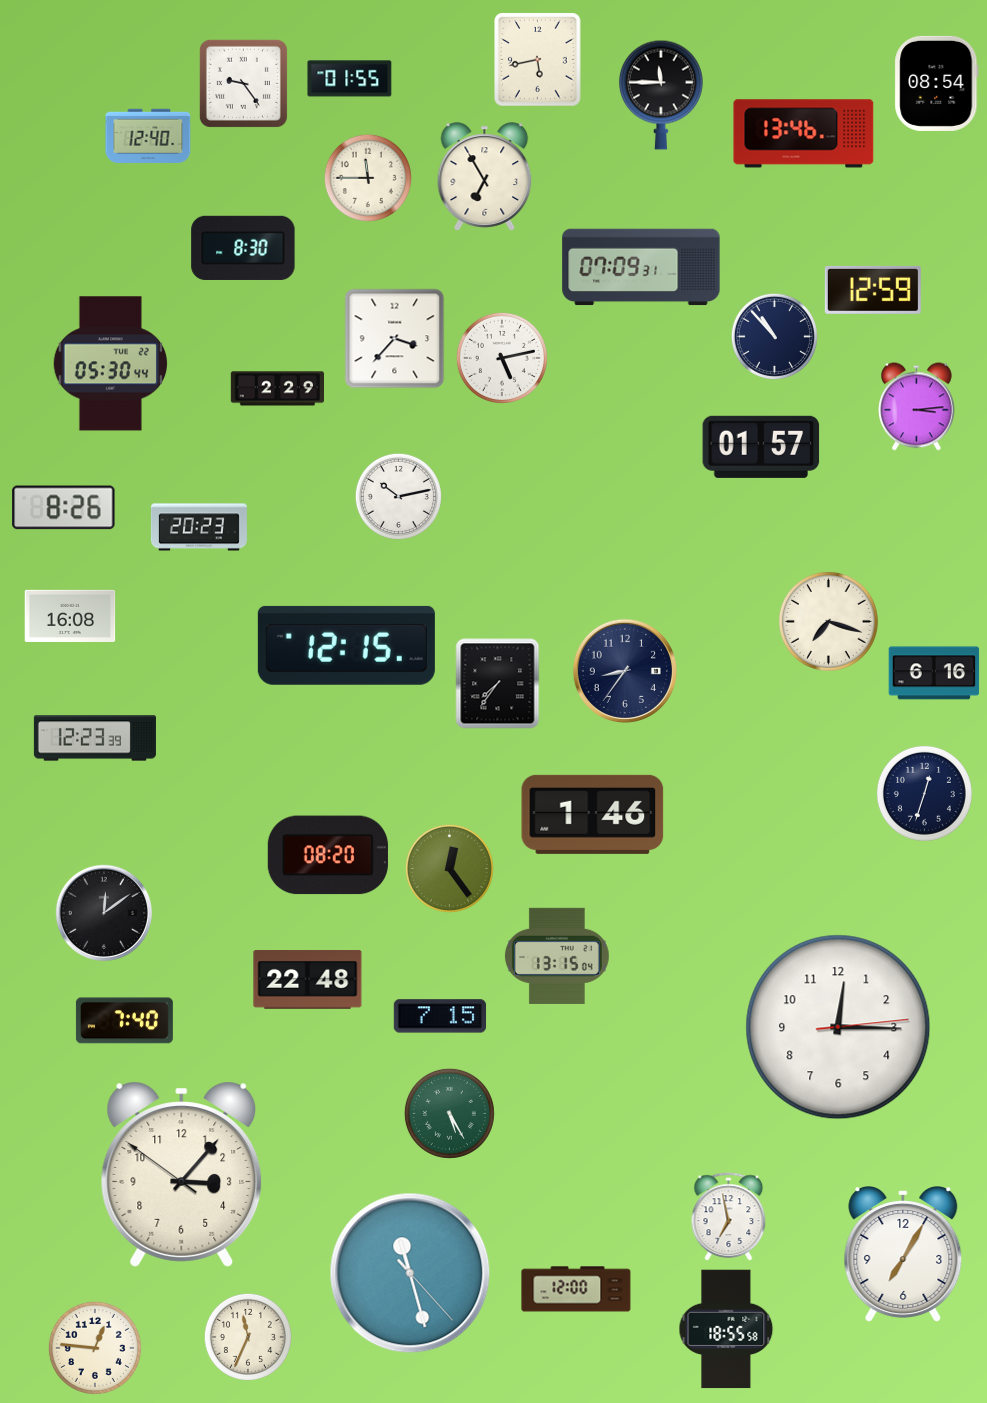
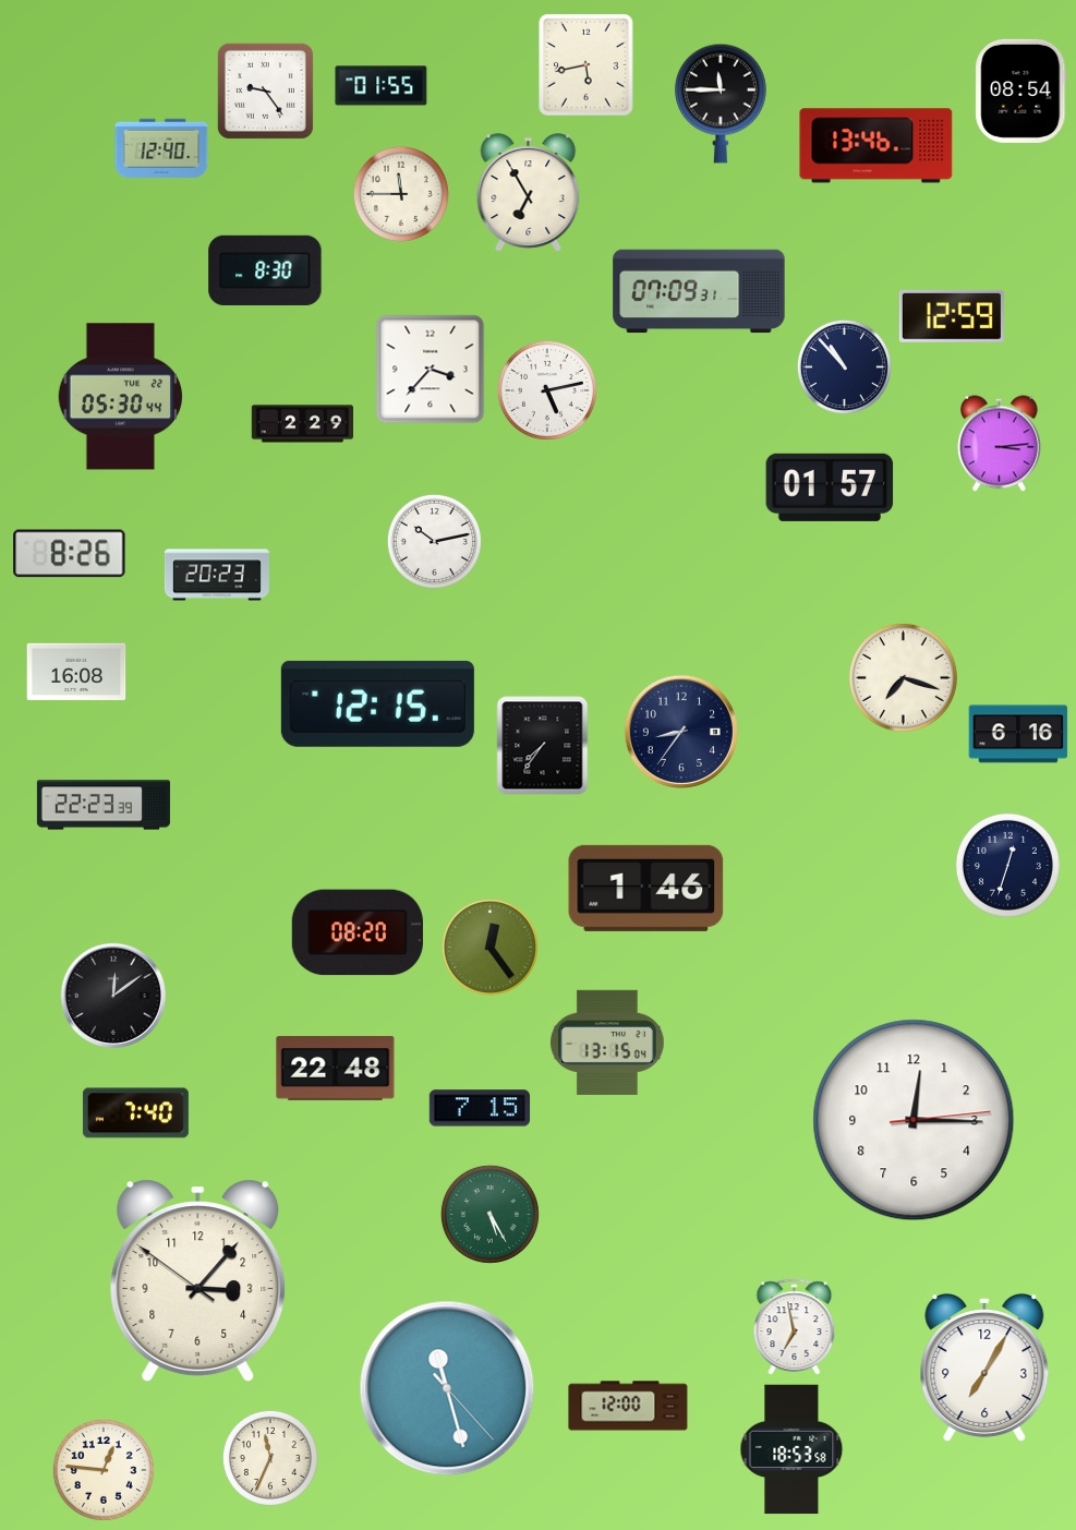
clock at (95, 738): 12:23 -> 22:23
clock at (726, 1329): 18:55 -> 18:53
